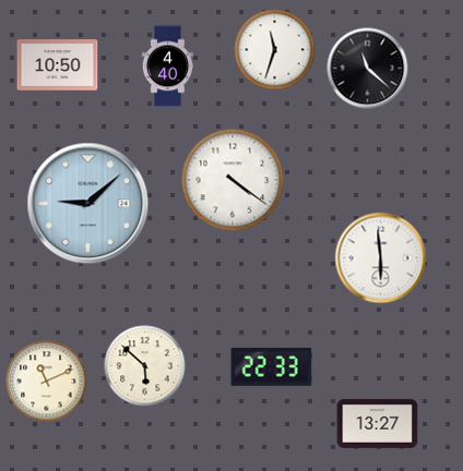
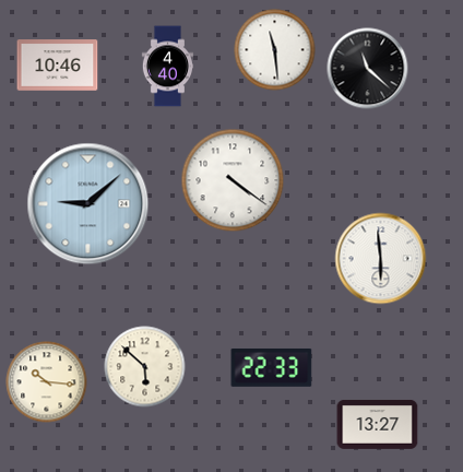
clock at (275, 50): 11:33 -> 11:29
clock at (58, 65): 10:50 -> 10:46
clock at (47, 382): 11:11 -> 10:16
